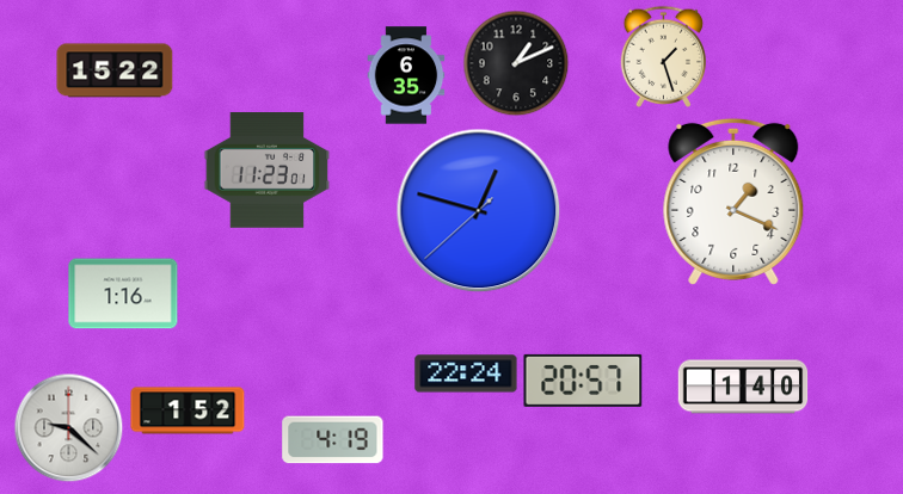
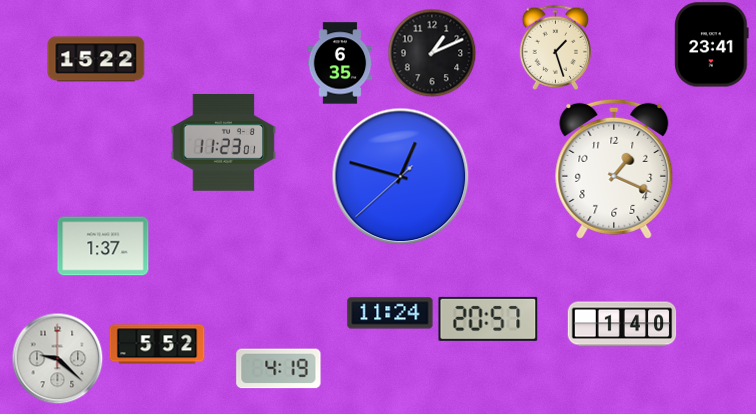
clock at (712, 45): none -> 23:41
clock at (123, 294): 1:16 -> 1:37
clock at (466, 373): 22:24 -> 11:24
clock at (188, 410): 1:52 -> 5:52
